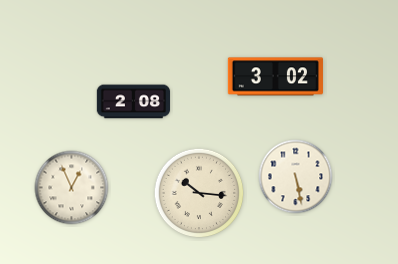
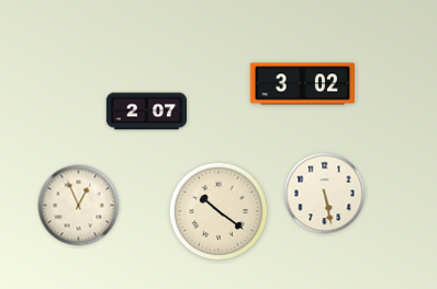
clock at (134, 102): 2:08 -> 2:07
clock at (199, 193): 10:16 -> 10:21
